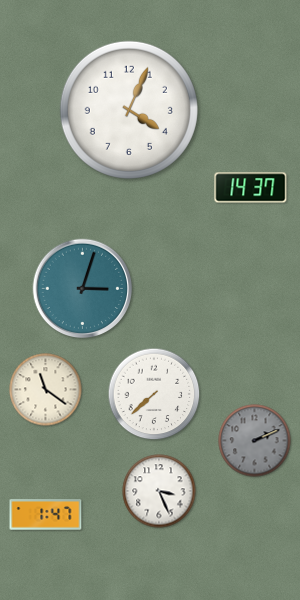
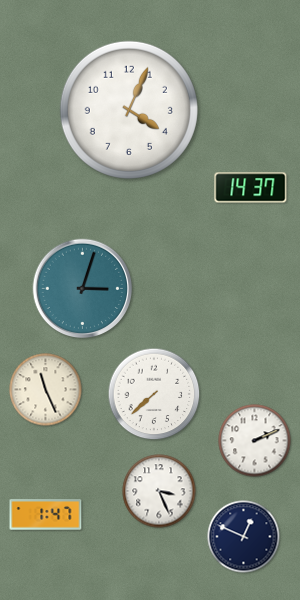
clock at (46, 390): 11:21 -> 11:26
clock at (255, 441) dial: grey -> white
clock at (244, 537): none -> 12:49
